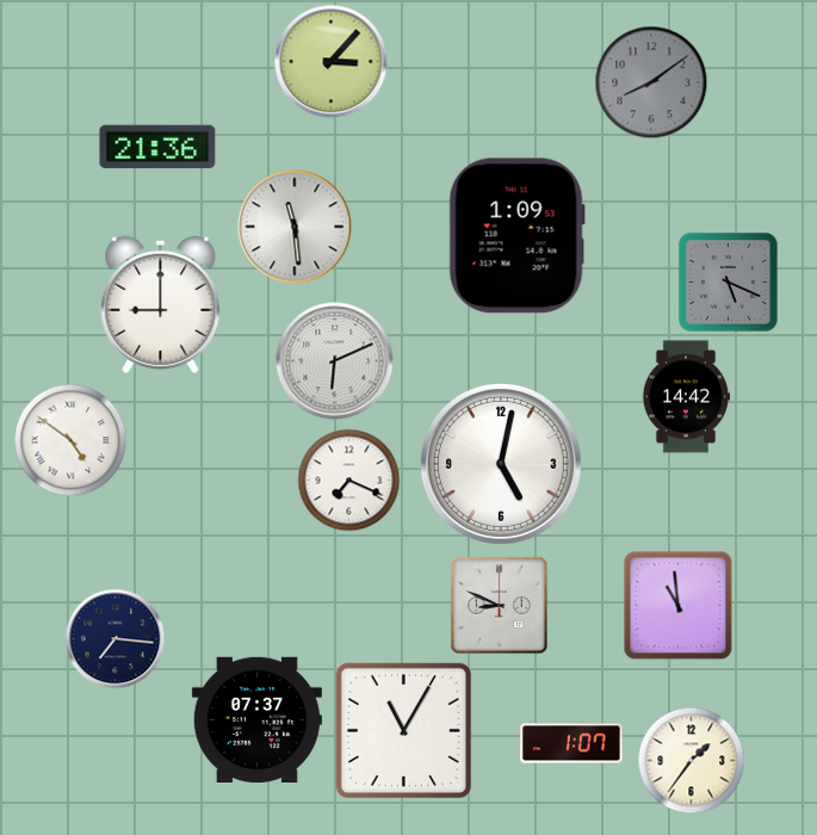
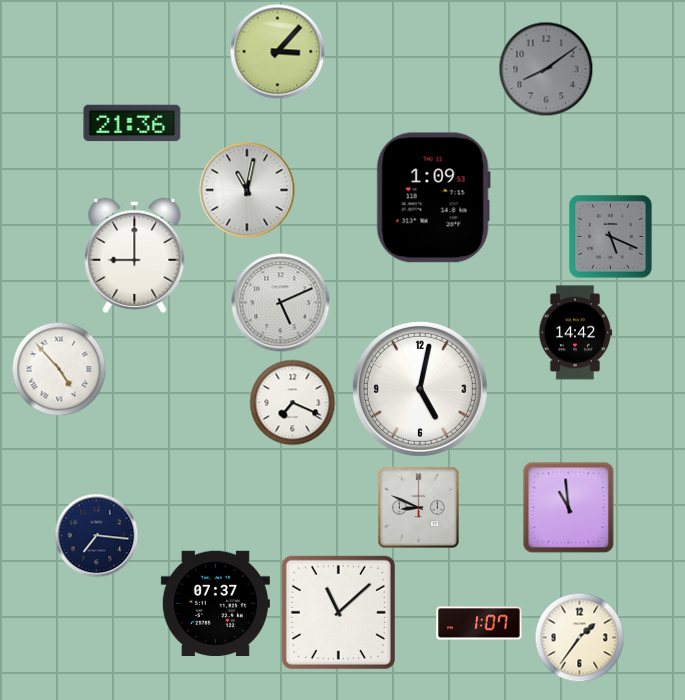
clock at (295, 227): 11:29 -> 11:02
clock at (335, 361): 6:11 -> 5:11
clock at (70, 440): 4:51 -> 4:53
clock at (403, 730): 11:05 -> 11:08
